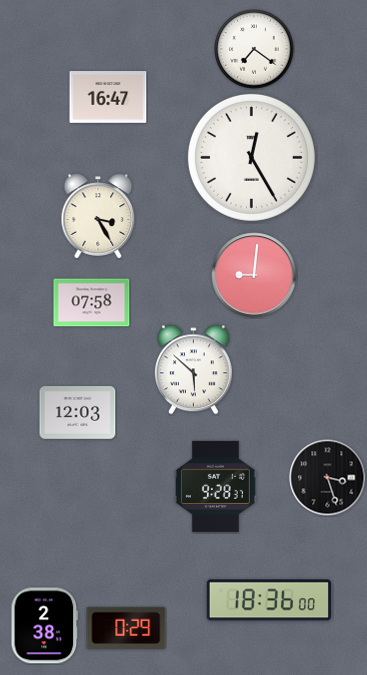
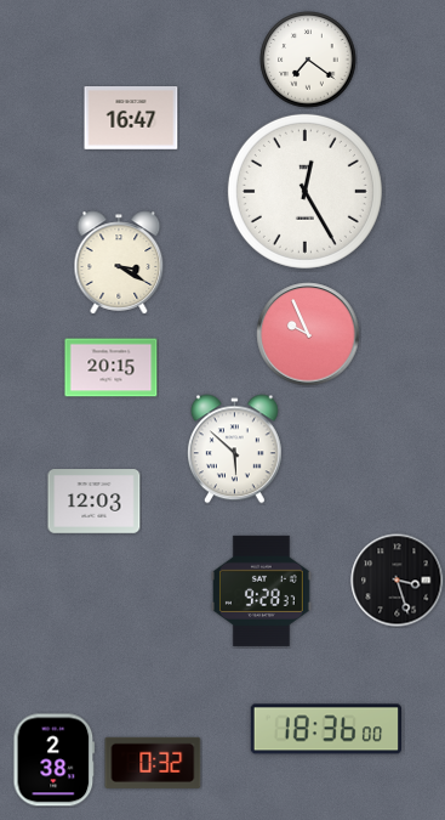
clock at (98, 216): 3:25 -> 3:20
clock at (254, 275): 9:01 -> 9:56
clock at (92, 303): 07:58 -> 20:15
clock at (126, 628): 0:29 -> 0:32
